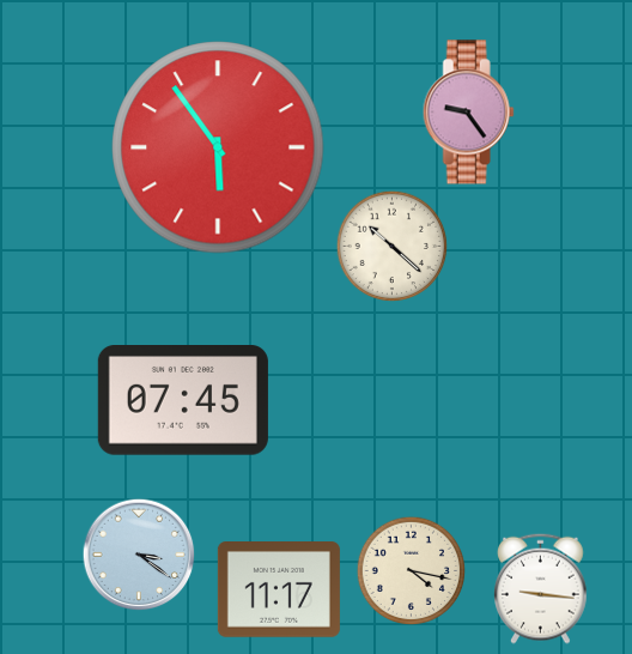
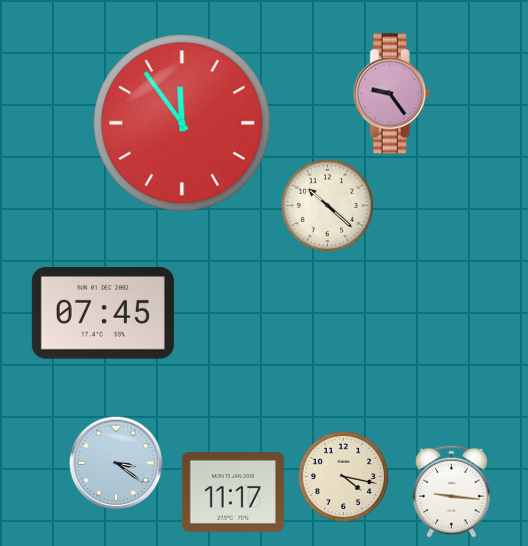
clock at (218, 147): 5:54 -> 11:54
clock at (183, 400) position: (183, 400) -> (103, 313)
